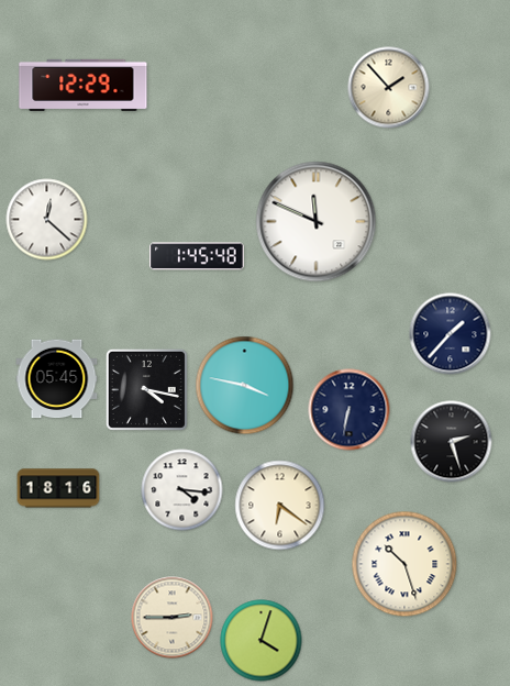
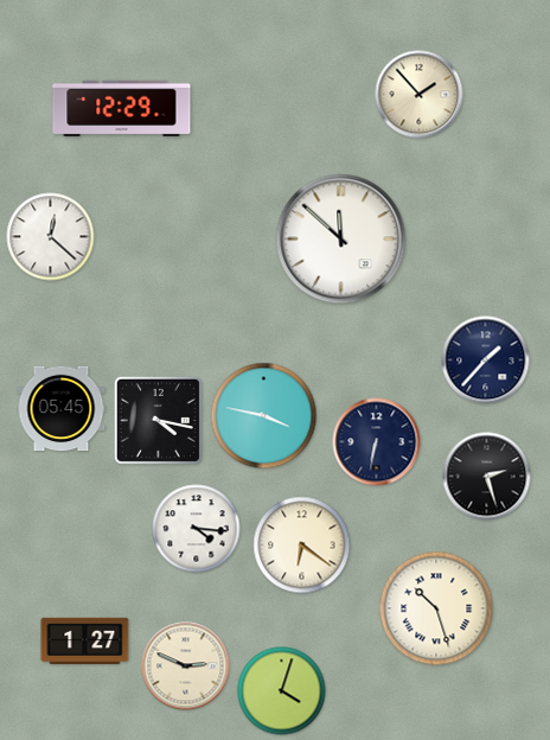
clock at (84, 85) position: (84, 85) -> (122, 108)
clock at (317, 222): 11:49 -> 11:52
clock at (197, 256): 1:45 -> none
clock at (58, 488): 18:16 -> none
clock at (85, 640): none -> 1:27
clock at (173, 618): 2:45 -> 2:49
